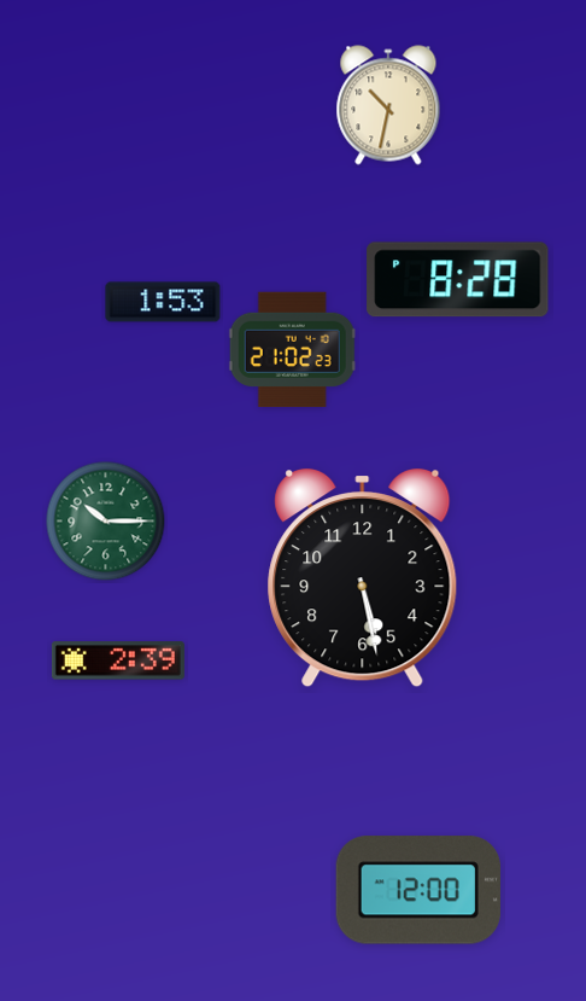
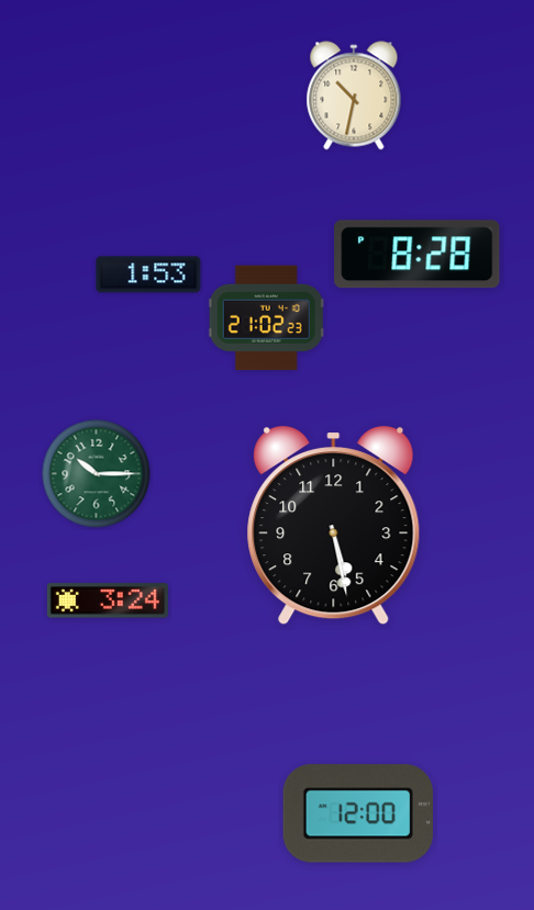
clock at (363, 578) position: (363, 578) -> (334, 526)
clock at (118, 660): 2:39 -> 3:24
clock at (418, 890) position: (418, 890) -> (358, 813)
